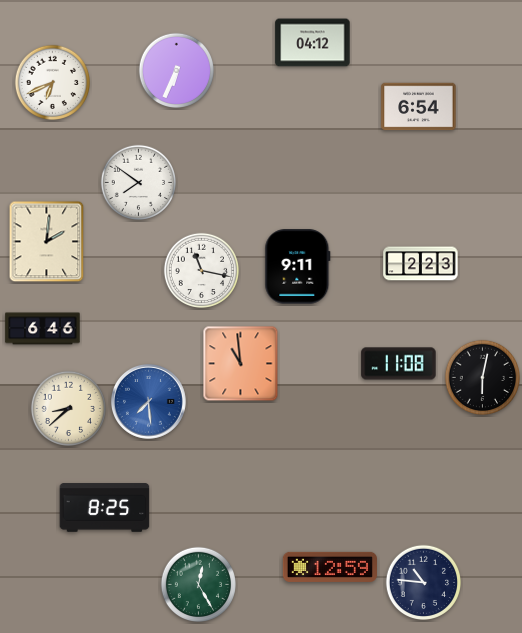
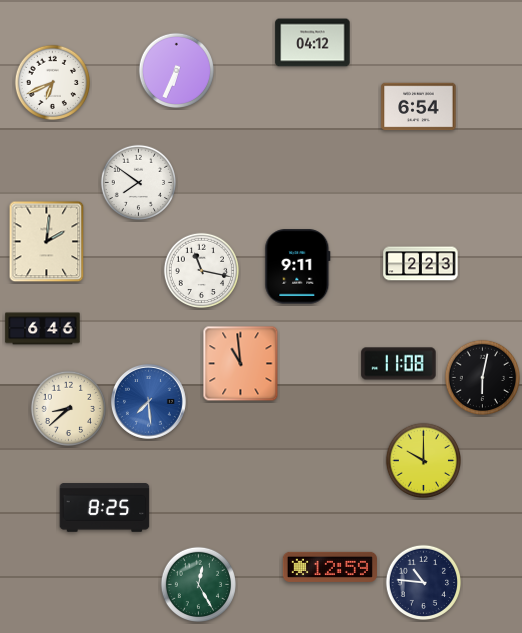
clock at (424, 461): none -> 10:00
